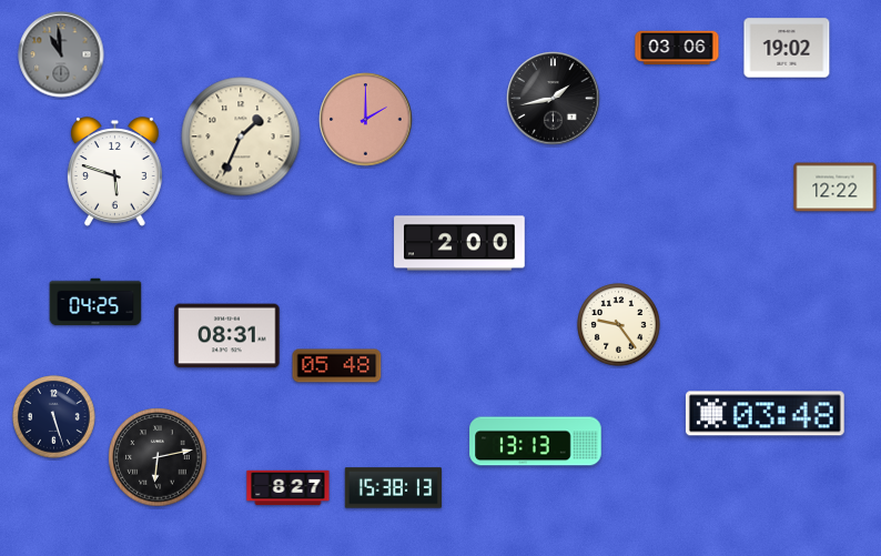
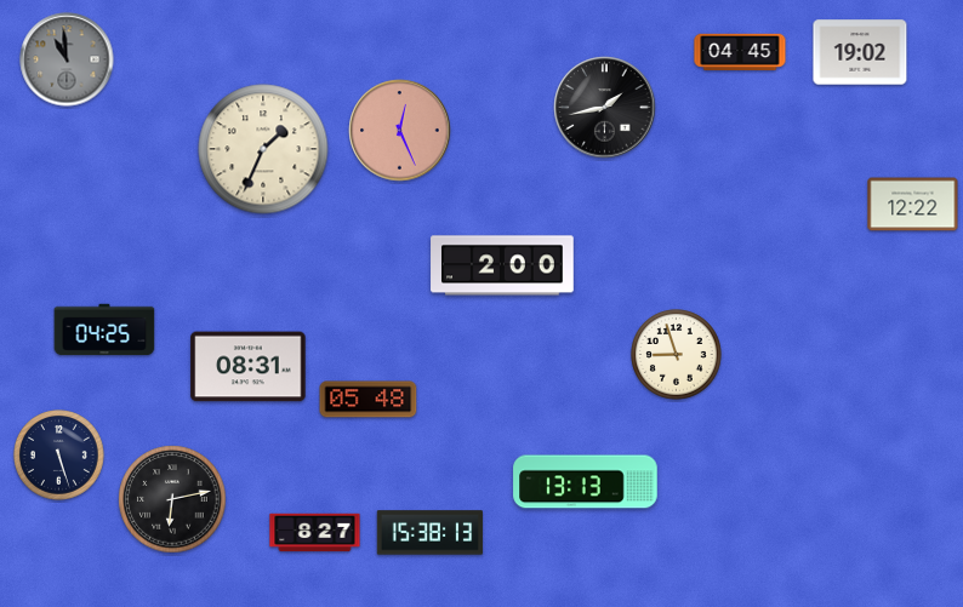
clock at (677, 47): 03:06 -> 04:45
clock at (366, 120): 2:00 -> 12:26
clock at (114, 172): 5:48 -> none
clock at (619, 325): 9:24 -> 8:57
clock at (764, 414): 03:48 -> none
